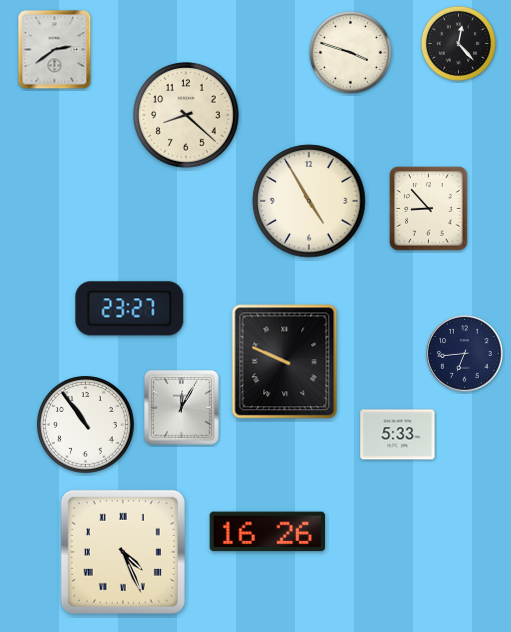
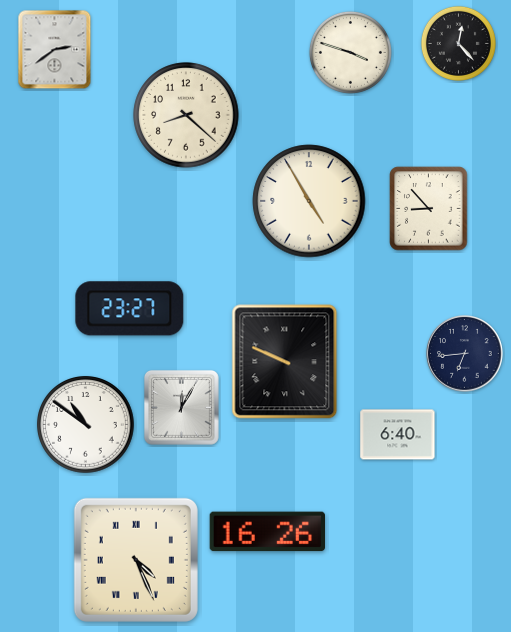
clock at (86, 425): 10:54 -> 10:51
clock at (398, 435): 5:33 -> 6:40
clock at (123, 552) position: (123, 552) -> (136, 560)
